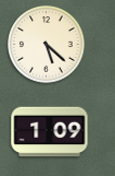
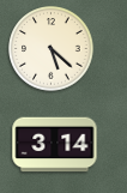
clock at (50, 132): 1:09 -> 3:14
